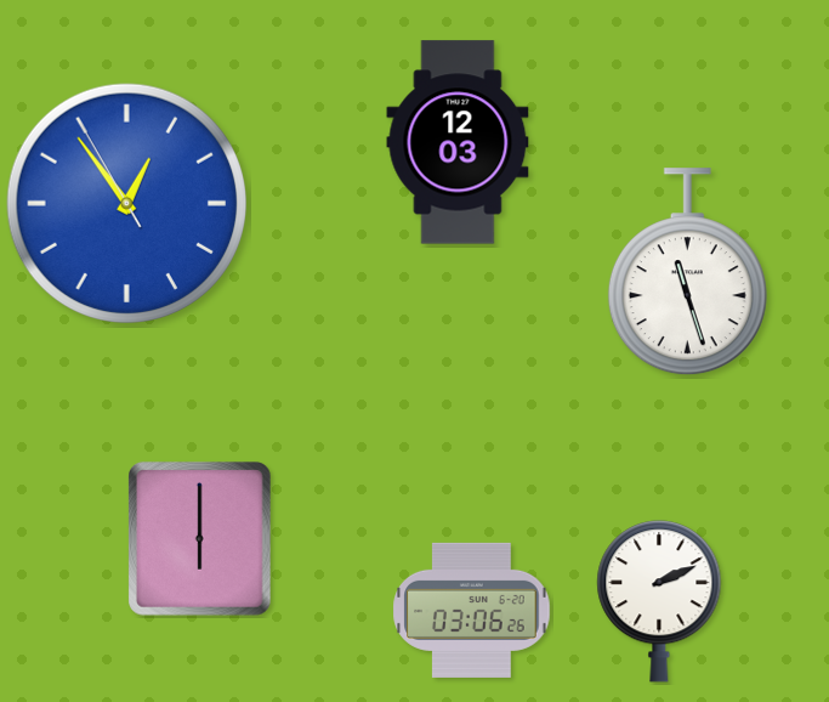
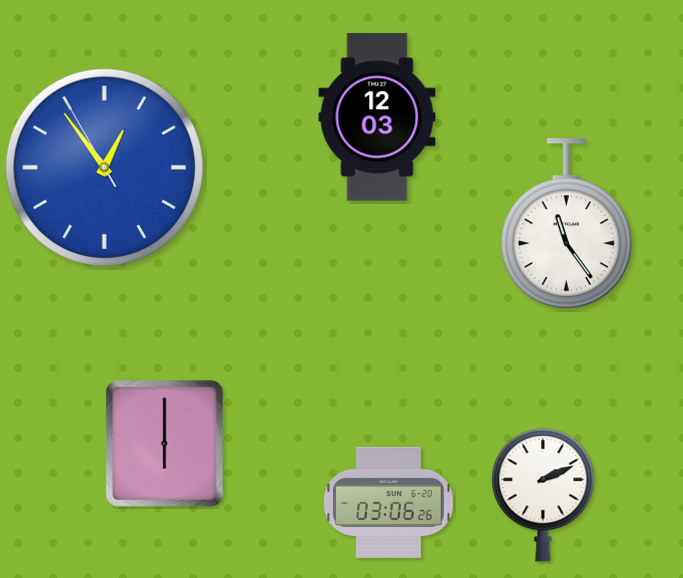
clock at (687, 272): 11:27 -> 11:24
